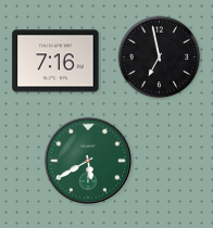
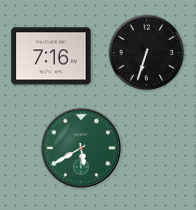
clock at (160, 58): 6:58 -> 6:33
